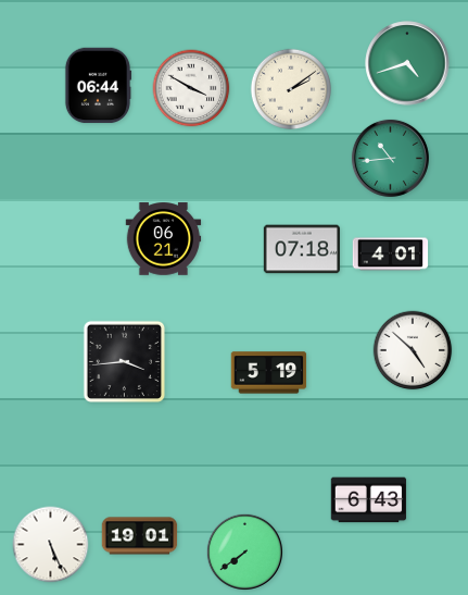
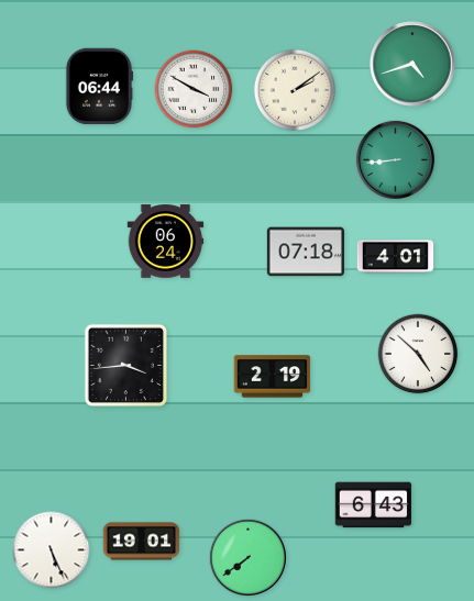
clock at (390, 158): 10:44 -> 8:44
clock at (164, 239): 06:21 -> 06:24
clock at (269, 373): 5:19 -> 2:19
